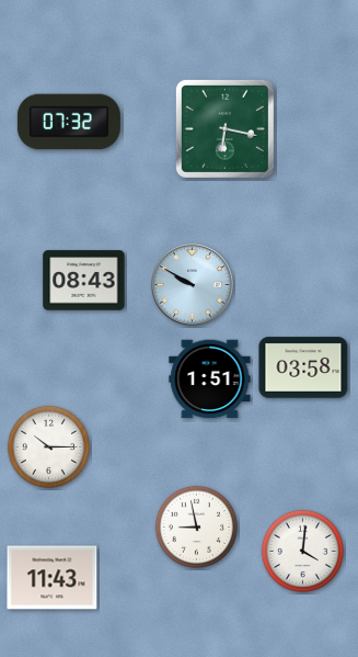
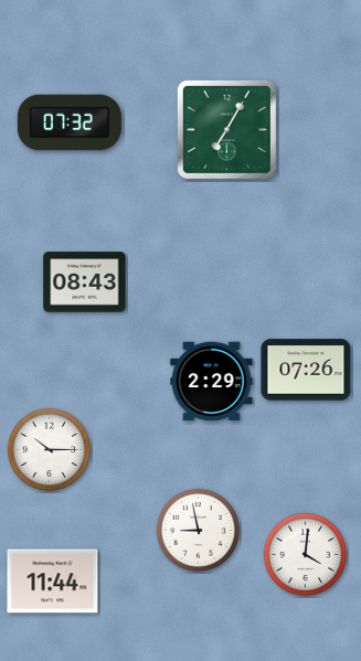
clock at (224, 128): 6:17 -> 7:05
clock at (193, 285): 9:50 -> none
clock at (303, 367): 03:58 -> 07:26
clock at (210, 380): 1:51 -> 2:29
clock at (53, 578): 11:43 -> 11:44
